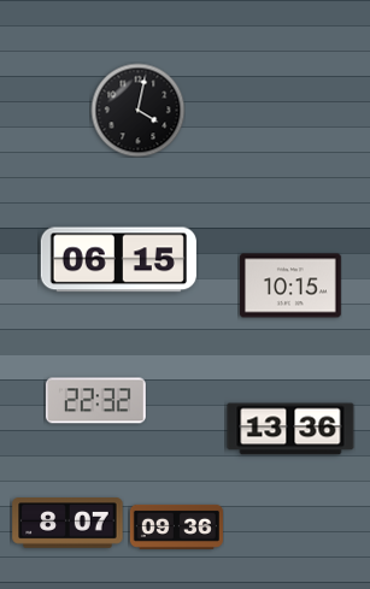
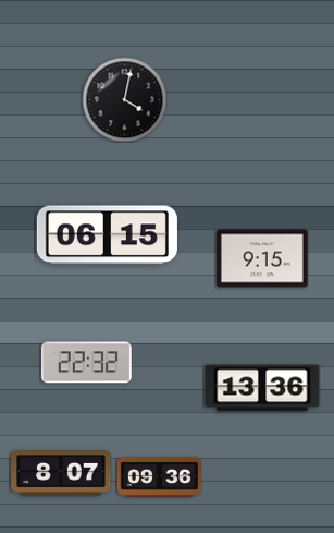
clock at (290, 285): 10:15 -> 9:15
